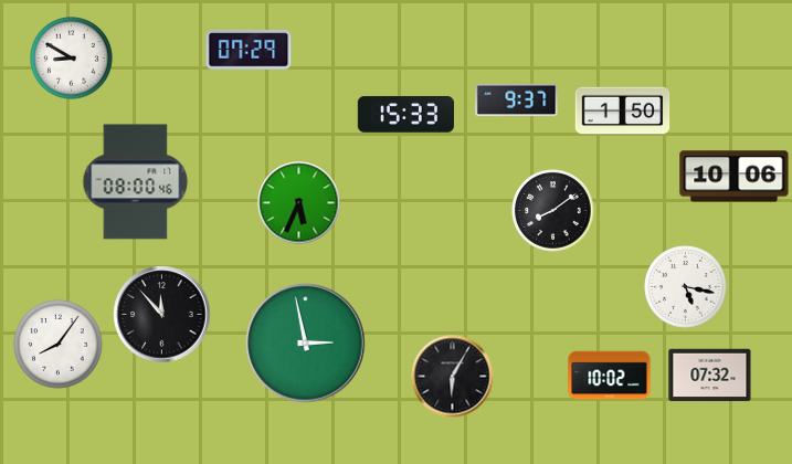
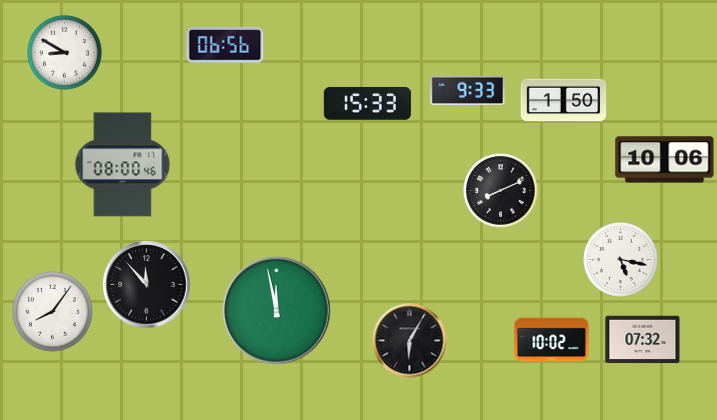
clock at (249, 50): 07:29 -> 06:56
clock at (517, 101): 9:37 -> 9:33
clock at (299, 203): 5:34 -> none
clock at (553, 211): 8:09 -> 8:11
clock at (306, 344): 2:58 -> 11:58
